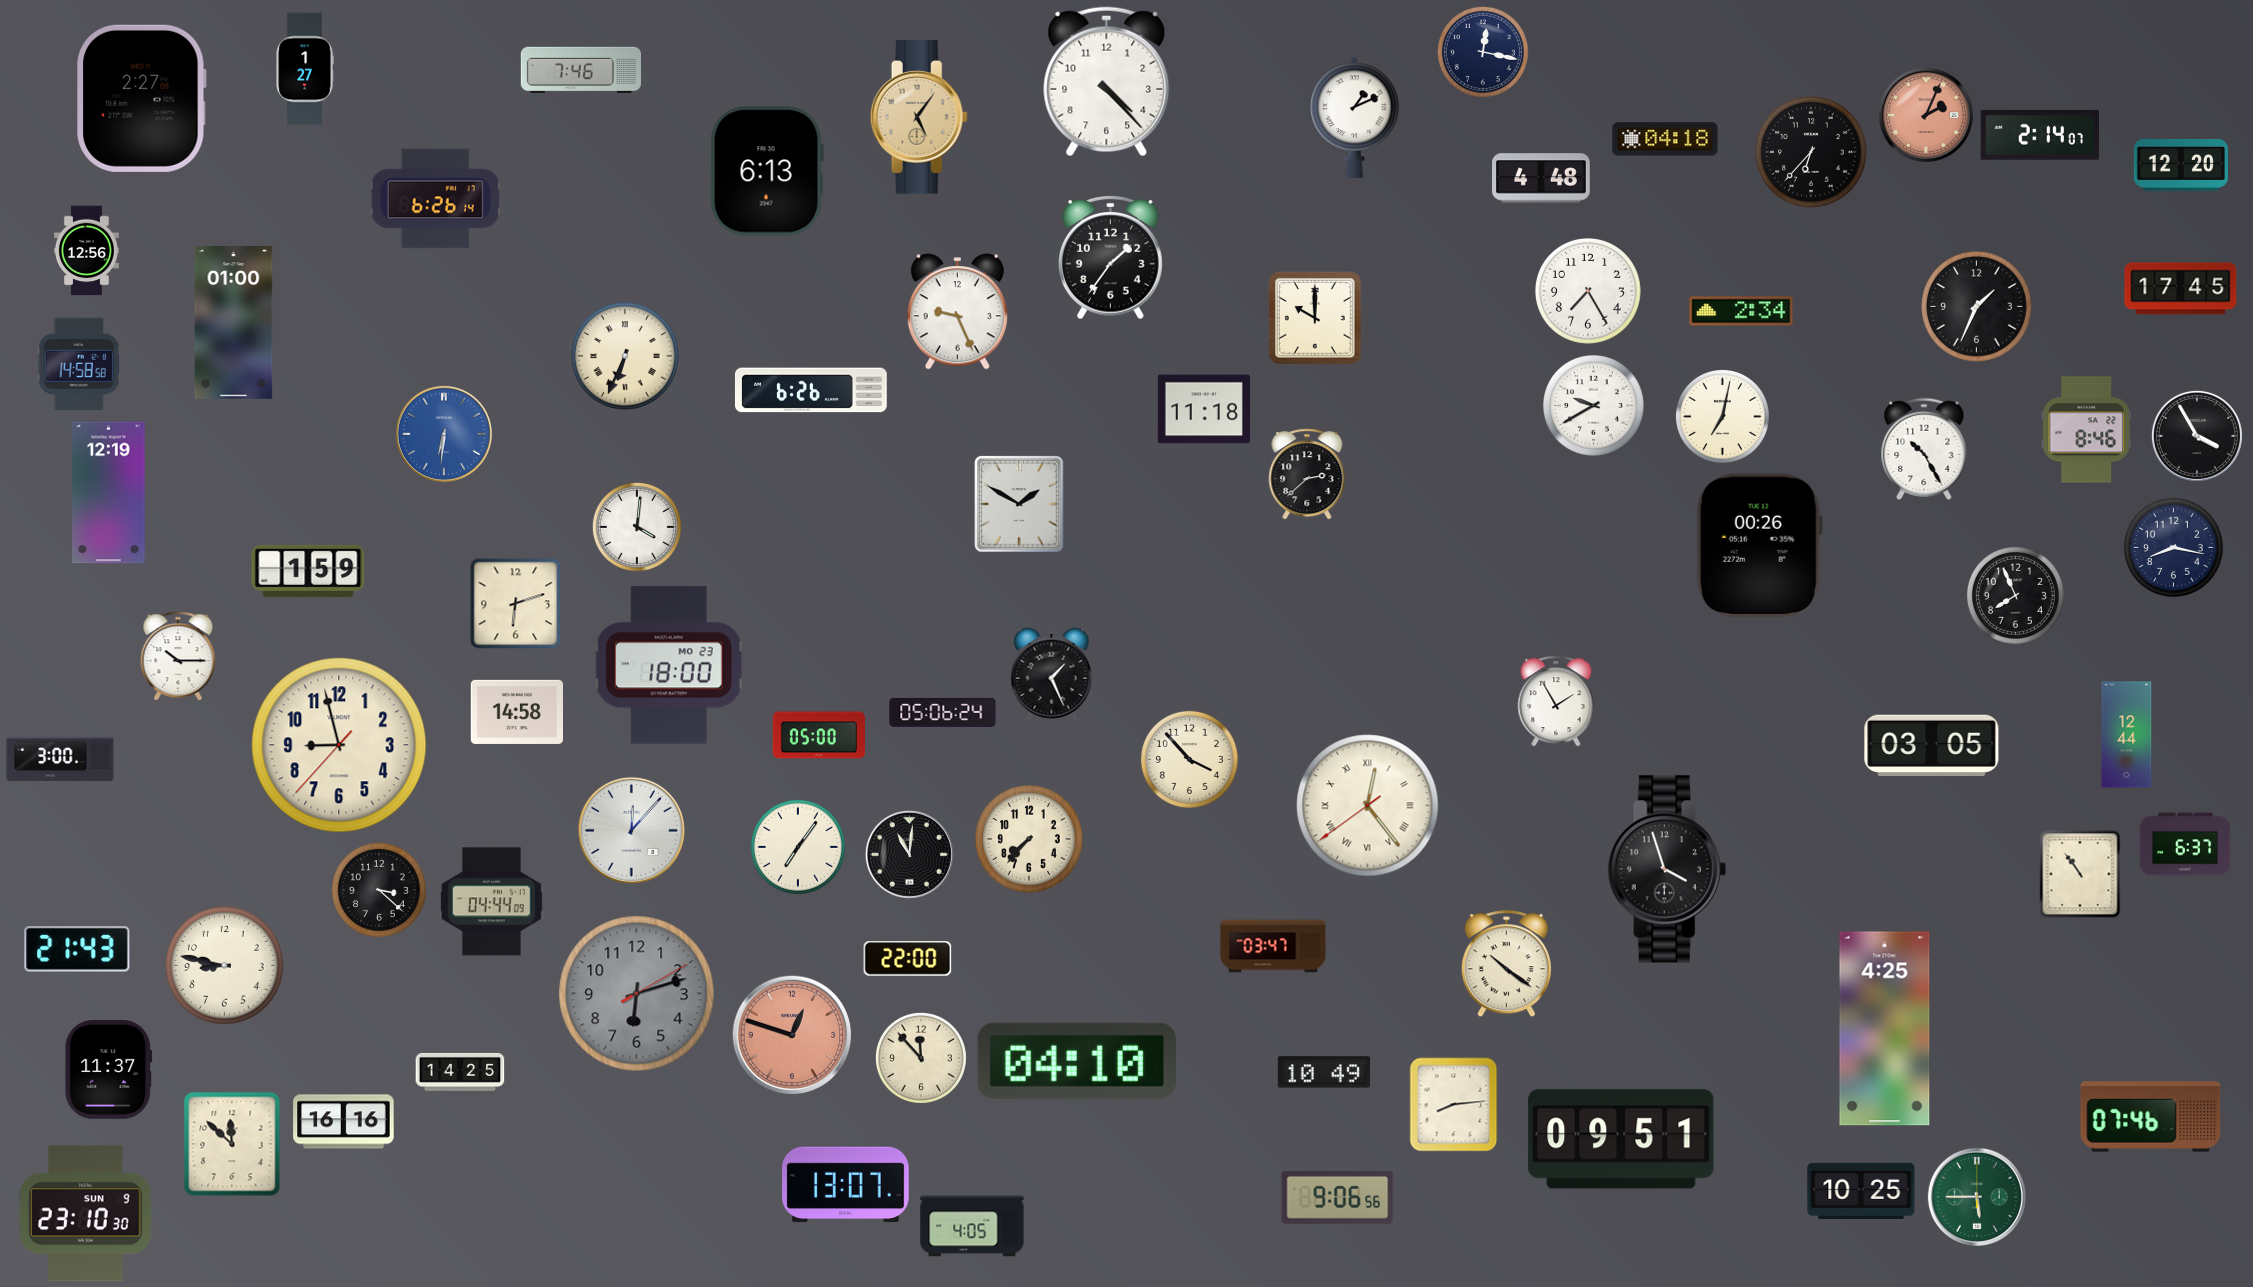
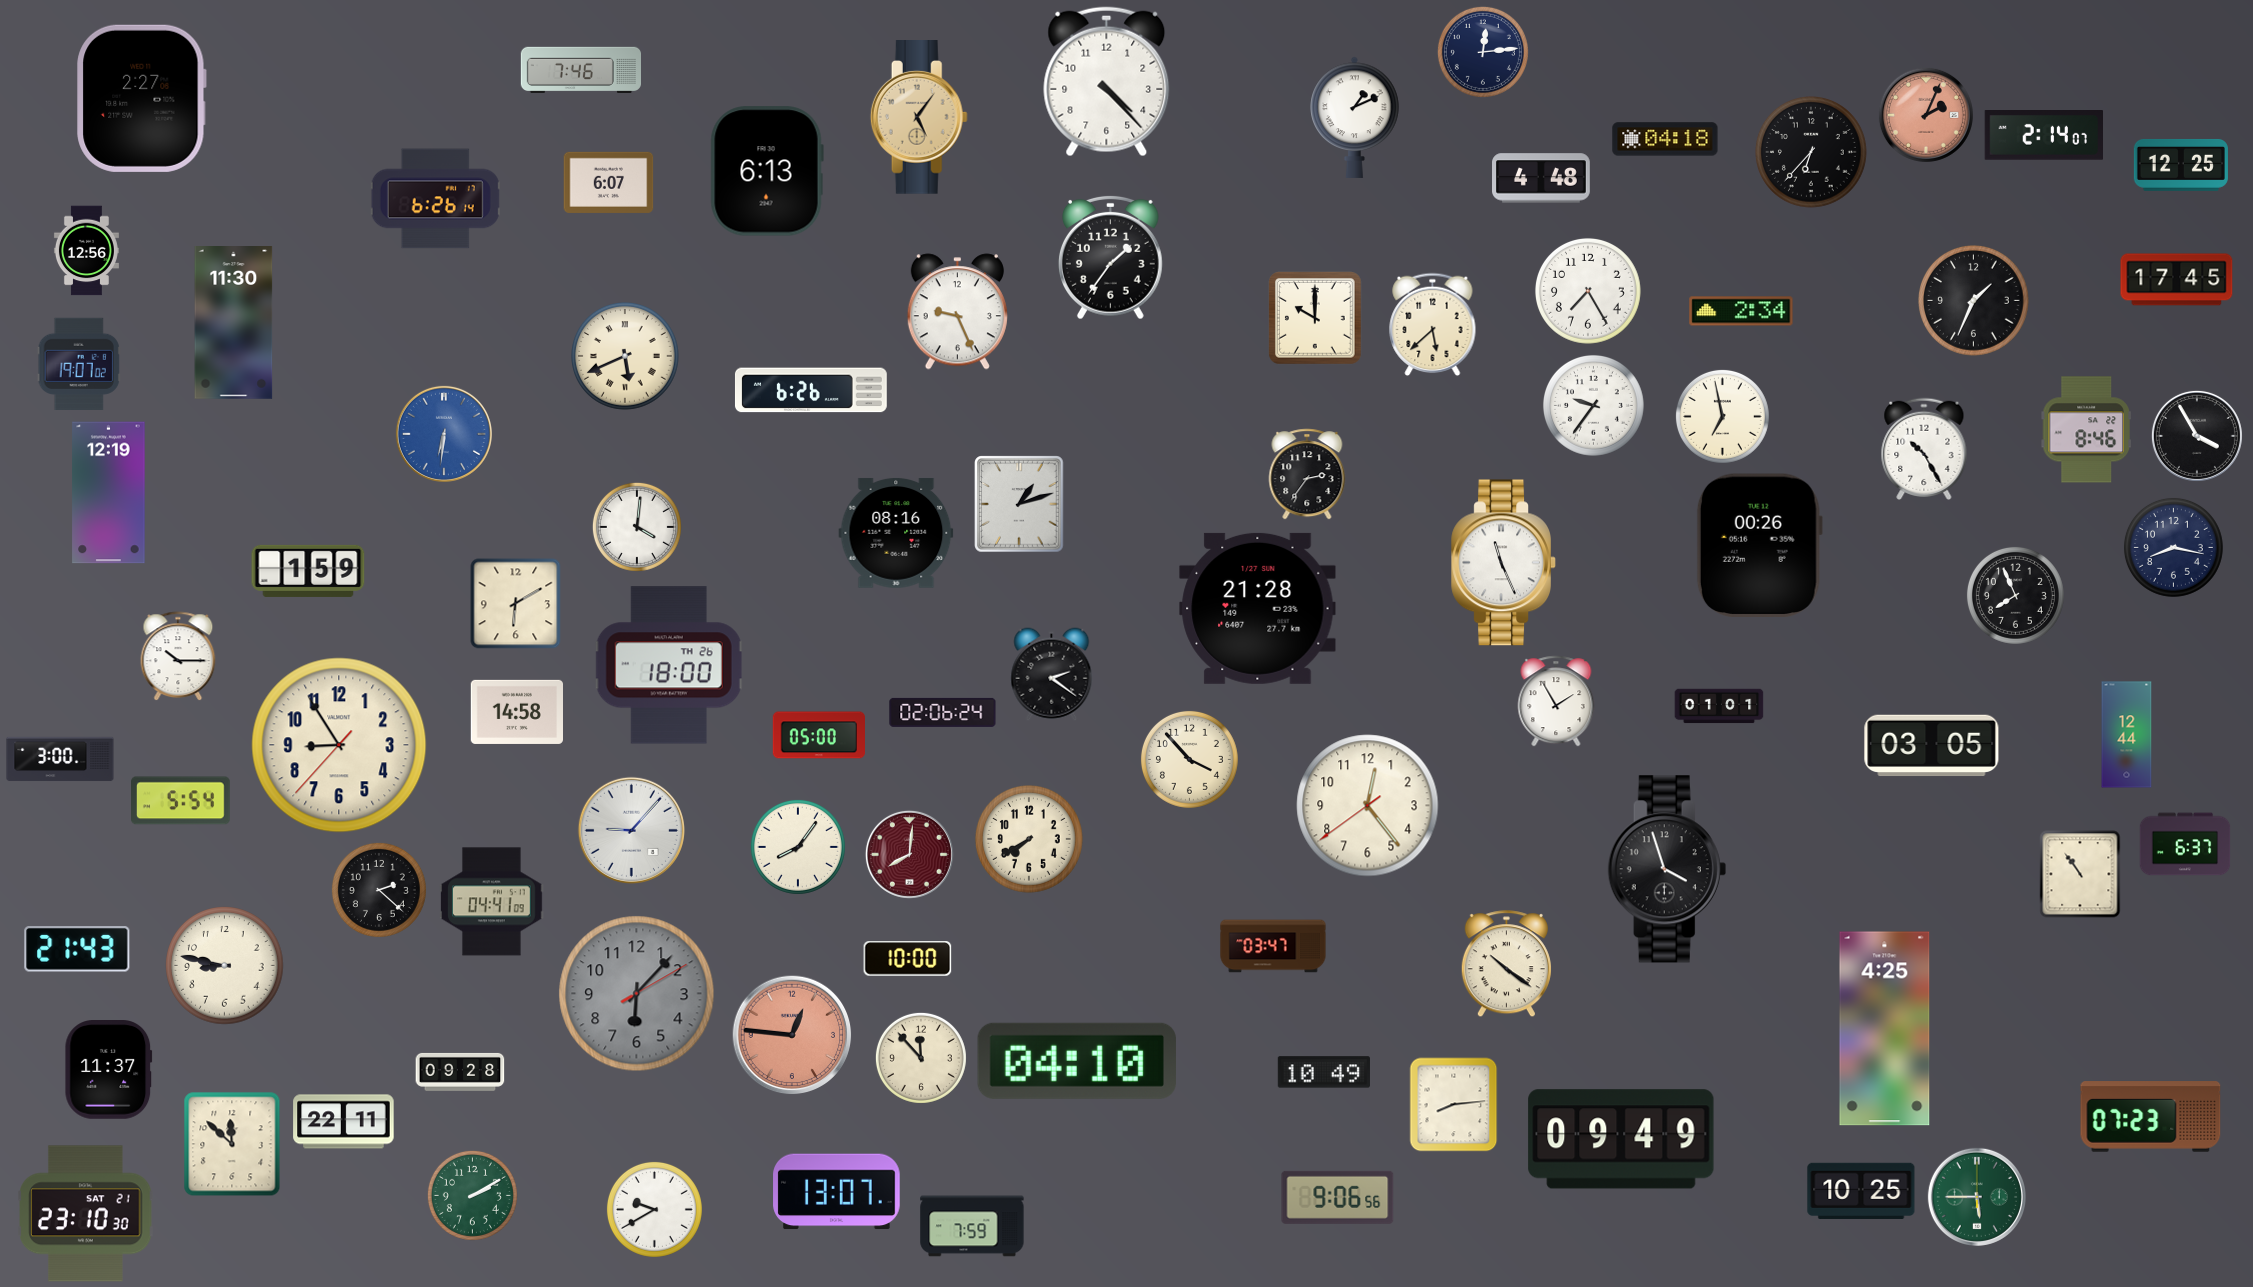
clock at (1483, 52): 12:17 -> 12:14
clock at (305, 69): 1:27 -> none
clock at (2039, 136) position: (2039, 136) -> (2043, 136)
clock at (2181, 165): 12:20 -> 12:25
clock at (609, 182): none -> 6:07
clock at (2181, 289) position: (2181, 289) -> (2177, 280)
clock at (1977, 307) position: (1977, 307) -> (1974, 301)
clock at (234, 323): 01:00 -> 11:30
clock at (1433, 325): none -> 5:38
clock at (626, 357): 6:34 -> 5:41
clock at (79, 363): 14:58 -> 19:07
clock at (1593, 405): 9:40 -> 9:36
clock at (1203, 409): 11:18 -> none
clock at (1722, 416): 7:02 -> 6:58
clock at (1307, 474): 2:38 -> 2:36
clock at (1019, 504): 1:50 -> 1:12
clock at (896, 533): none -> 08:16
clock at (1503, 563): none -> 11:26
clock at (516, 604): 6:12 -> 6:10
clock at (1258, 608): none -> 21:28
clock at (669, 665) date: MO 23 -> TH 26
clock at (1052, 675): 1:26 -> 2:21
clock at (1719, 706): none -> 01:01
clock at (943, 712): 05:06 -> 02:06
clock at (339, 745): 8:57 -> 8:54
clock at (181, 801): none -> 5:54
clock at (1368, 806) numerals: Roman -> Arabic
clock at (631, 830): 12:07 -> 9:07
clock at (1030, 840): 7:37 -> 7:40
clock at (798, 847): 7:06 -> 8:06
clock at (909, 854): 11:01 -> 8:01
clock at (909, 854) dial: black -> burgundy
clock at (379, 890): 3:22 -> 2:22
clock at (492, 902): 04:44 -> 04:41
clock at (908, 959): 22:00 -> 10:00
clock at (637, 994): 6:12 -> 6:07
clock at (792, 1035): 12:48 -> 12:46
clock at (460, 1072): 14:25 -> 09:28
clock at (2151, 1117): 07:46 -> 07:23
clock at (344, 1122): 16:16 -> 22:11
clock at (1621, 1139): 09:51 -> 09:49
clock at (846, 1185) position: (846, 1185) -> (837, 1192)
clock at (472, 1195): none -> 2:10
clock at (654, 1209): none -> 9:40
clock at (86, 1214) date: SUN 9 -> SAT 21
clock at (972, 1226): 4:05 -> 7:59
